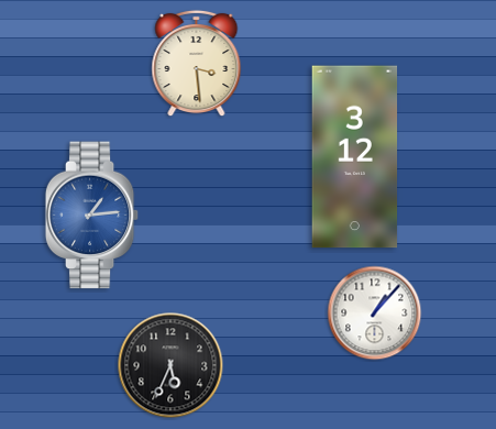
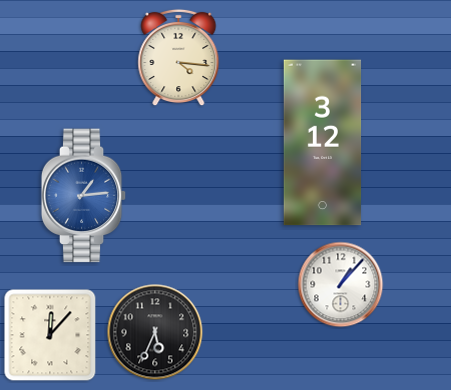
clock at (197, 64): 3:29 -> 4:16
clock at (50, 335): none -> 12:07
